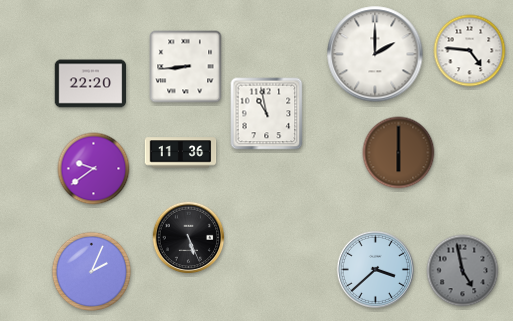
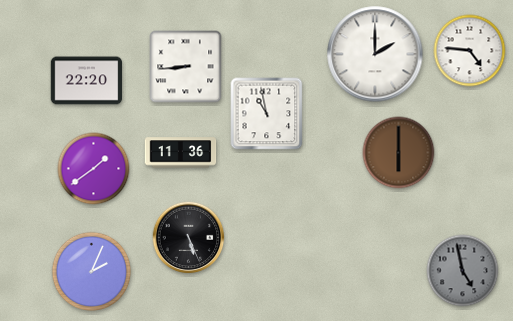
clock at (91, 84) position: (91, 84) -> (87, 81)
clock at (94, 169): 9:39 -> 1:39
clock at (375, 269): 3:38 -> none
